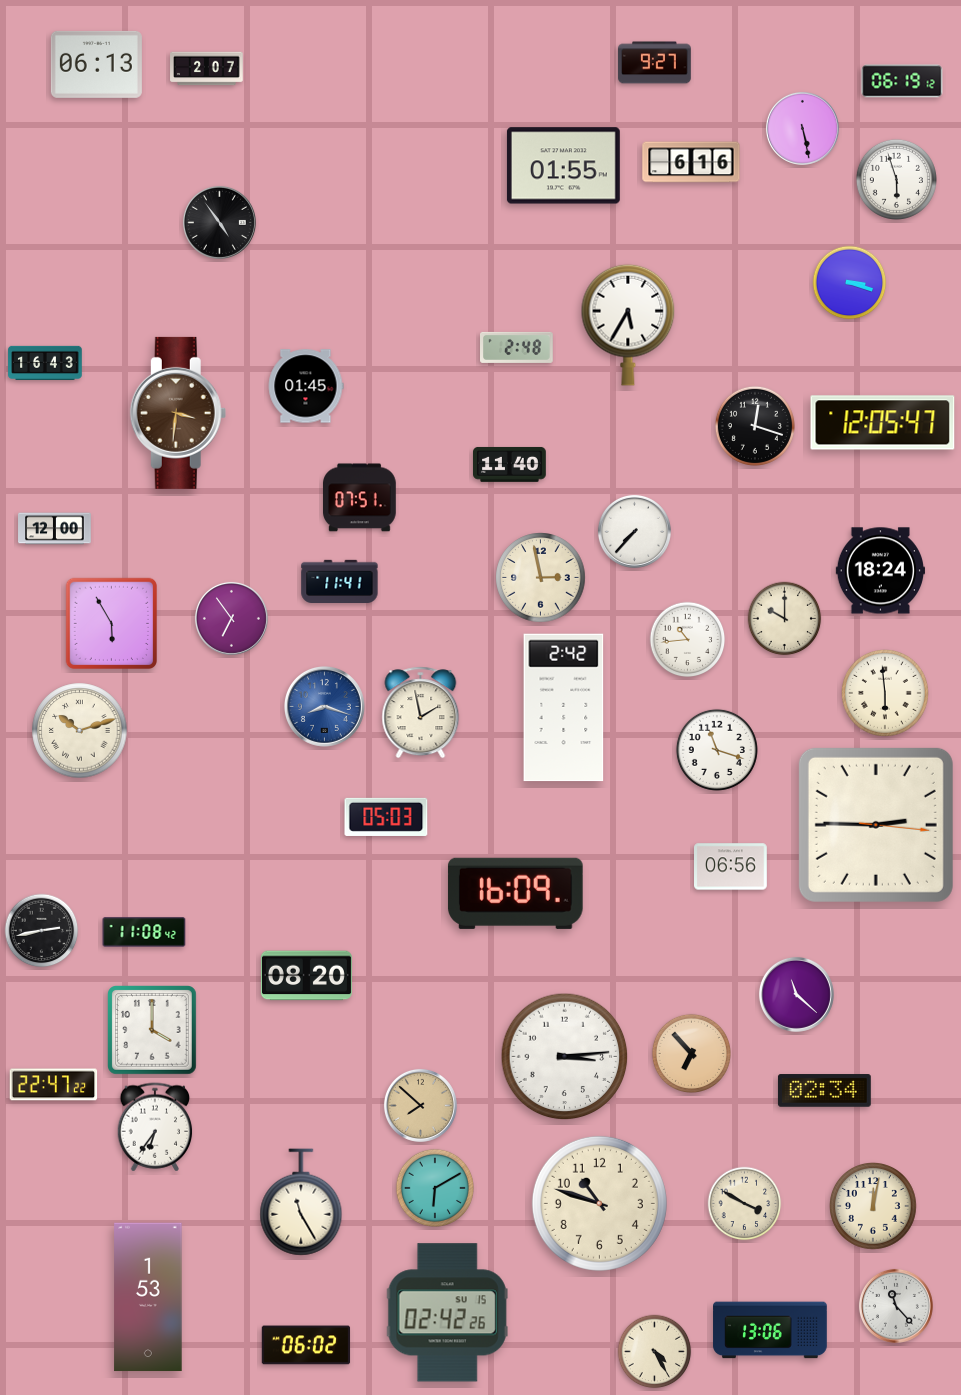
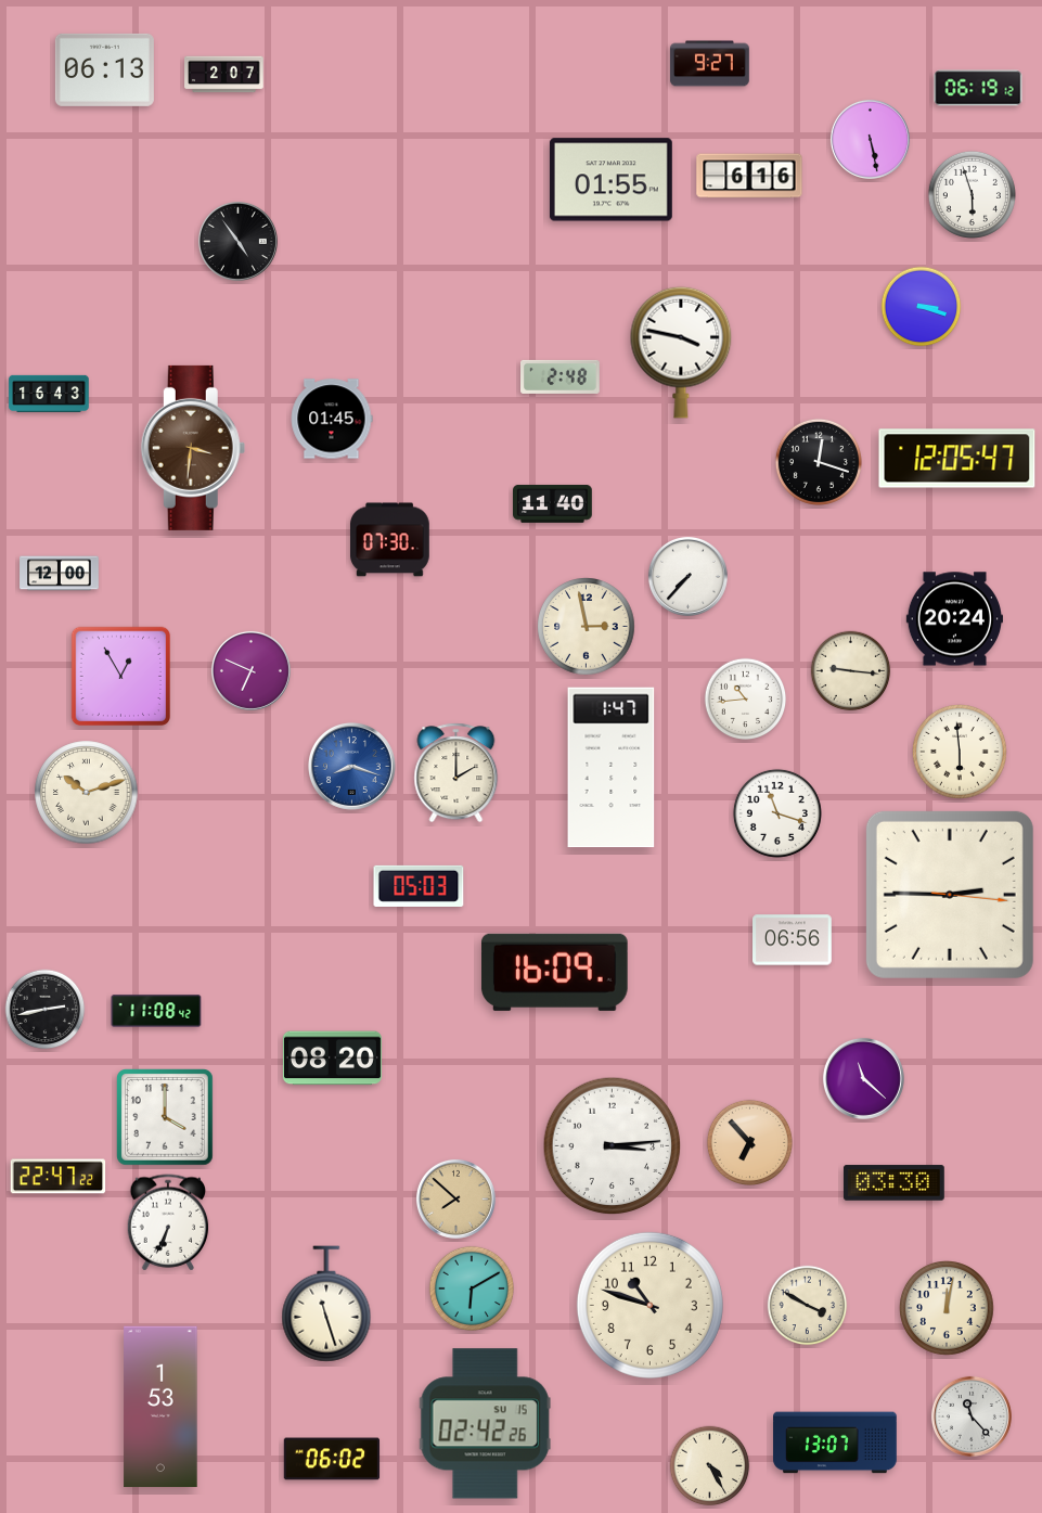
clock at (655, 63) position: (655, 63) -> (710, 64)
clock at (628, 325): 5:35 -> 3:47
clock at (360, 498): 07:51 -> 07:30
clock at (880, 571): 18:24 -> 20:24
clock at (340, 581): 11:41 -> none
clock at (231, 618): 6:54 -> 6:49
clock at (785, 619): 10:00 -> 9:16
clock at (111, 623): 5:55 -> 12:55
clock at (688, 640) position: (688, 640) -> (746, 700)
clock at (564, 708): 2:42 -> 1:47
clock at (421, 713): 1:58 -> 2:00
clock at (515, 893) position: (515, 893) -> (554, 972)
clock at (824, 1091): 02:34 -> 03:30
clock at (155, 1127): 6:36 -> 6:34
clock at (301, 1202): 11:25 -> 11:27
clock at (770, 1330): 13:06 -> 13:07
